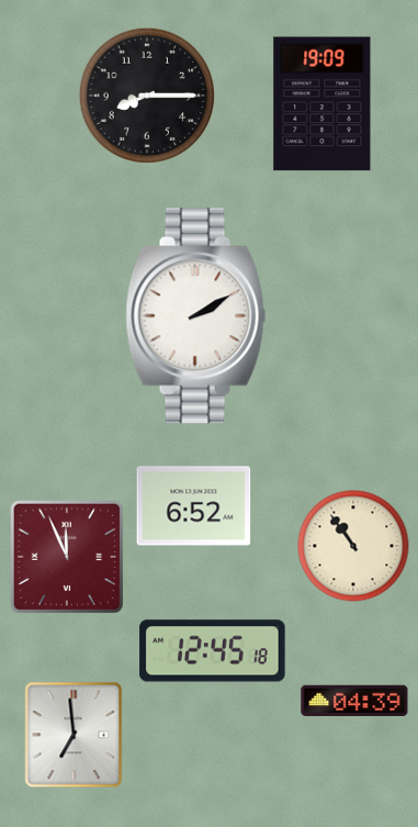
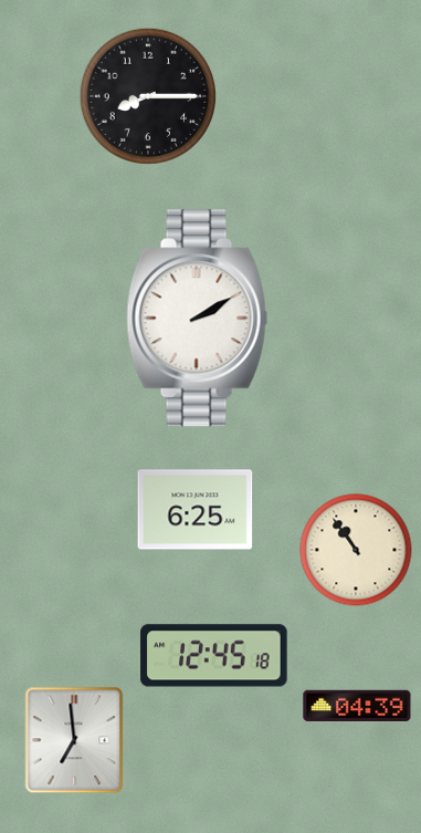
clock at (323, 104): 19:09 -> none
clock at (194, 506): 6:52 -> 6:25
clock at (67, 557): 11:56 -> none
